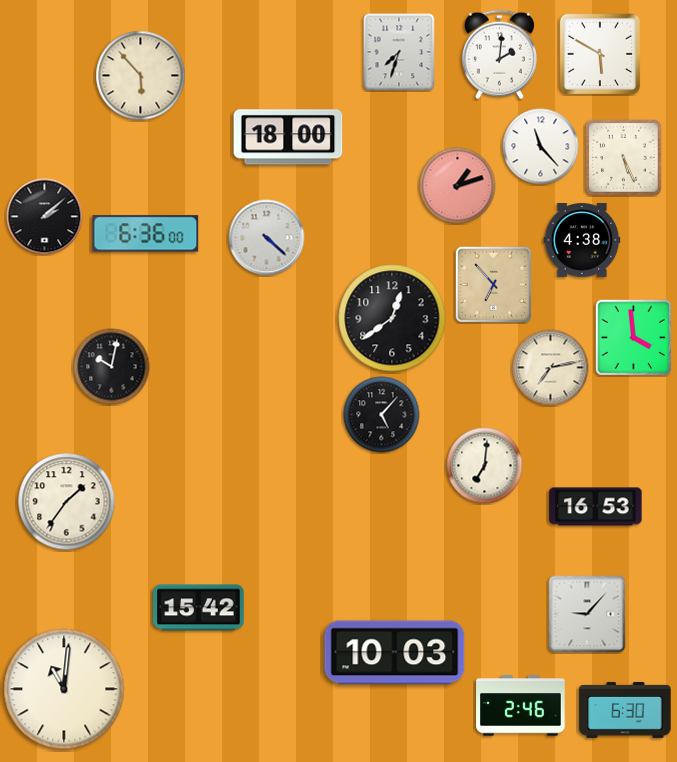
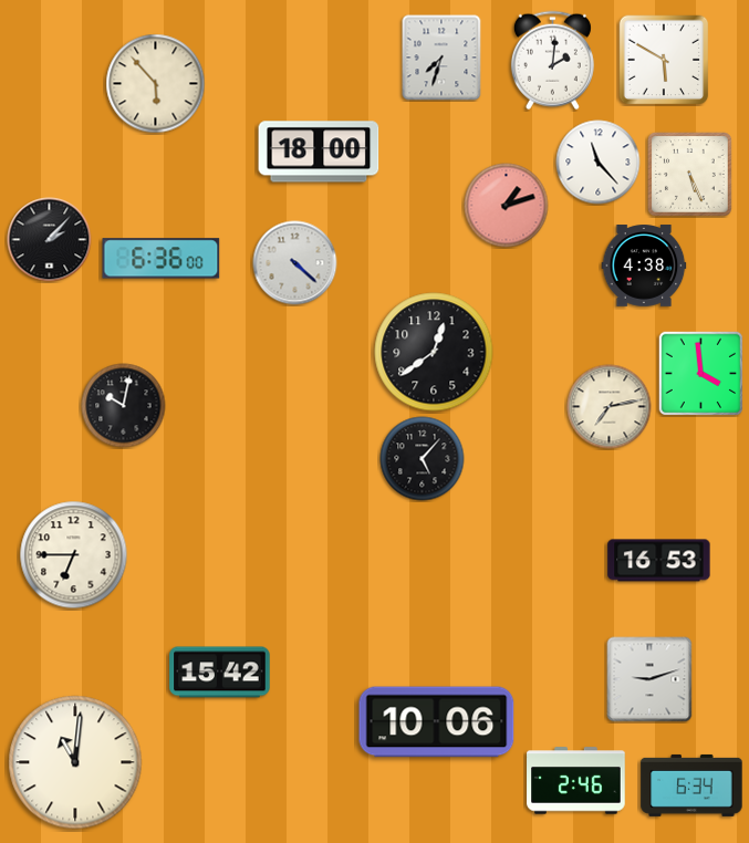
clock at (45, 217): 2:08 -> 2:07
clock at (493, 284): 6:53 -> none
clock at (485, 466): 7:01 -> none
clock at (67, 502): 1:36 -> 6:45
clock at (587, 614): 9:07 -> 9:12
clock at (395, 653): 10:03 -> 10:06
clock at (64, 689) position: (64, 689) -> (75, 762)
clock at (625, 710): 6:30 -> 6:34
